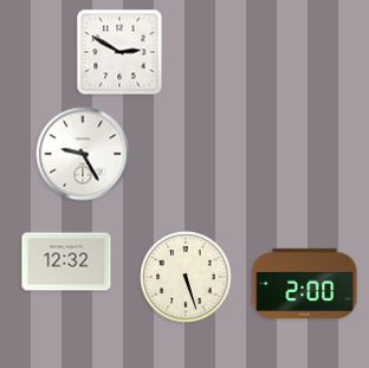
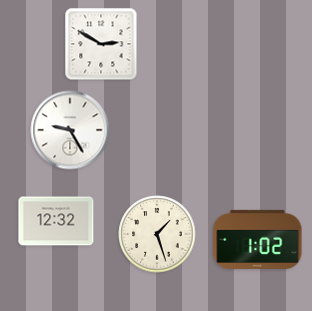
clock at (186, 277): 5:27 -> 1:27
clock at (305, 283): 2:00 -> 1:02
